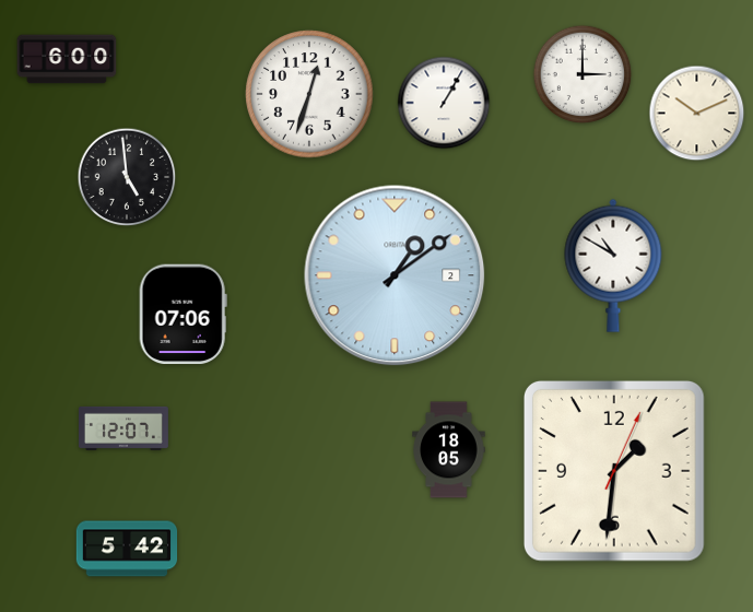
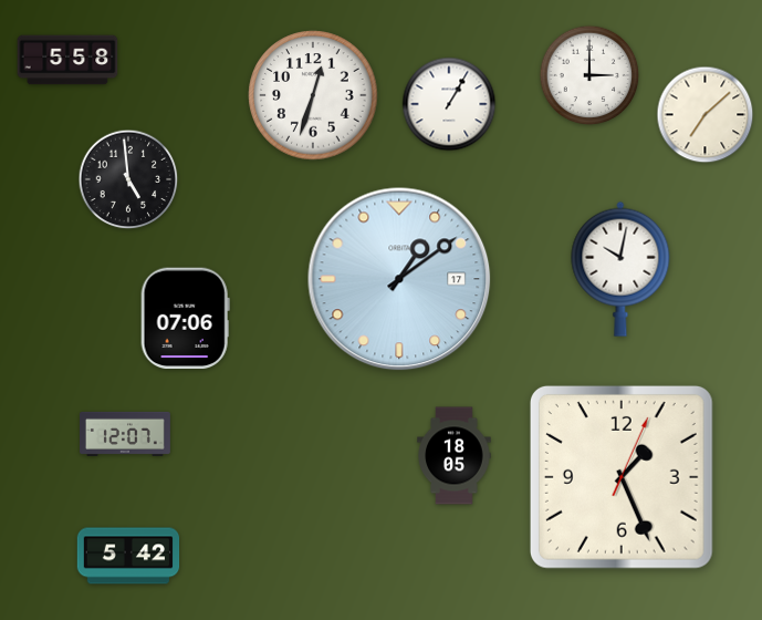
clock at (67, 59): 6:00 -> 5:58
clock at (697, 114): 10:11 -> 7:08
clock at (613, 266): 10:50 -> 10:02
clock at (395, 275) date: 2 -> 17
clock at (614, 471): 1:31 -> 1:26
